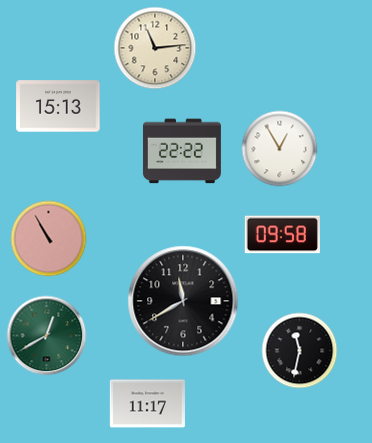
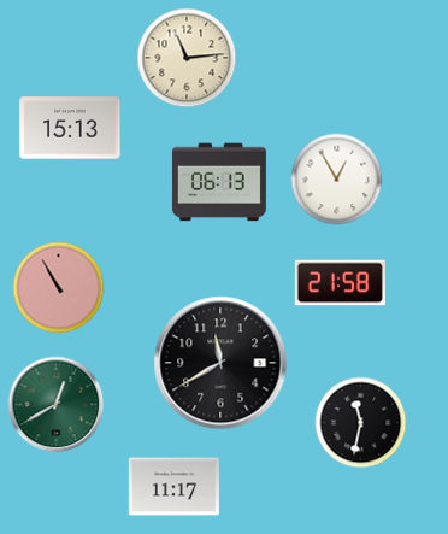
clock at (182, 151): 22:22 -> 06:13
clock at (282, 235): 09:58 -> 21:58
clock at (147, 404) position: (147, 404) -> (173, 487)
